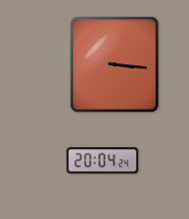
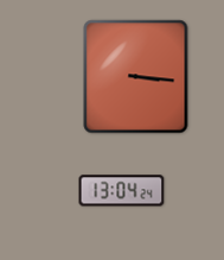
clock at (103, 161): 20:04 -> 13:04
